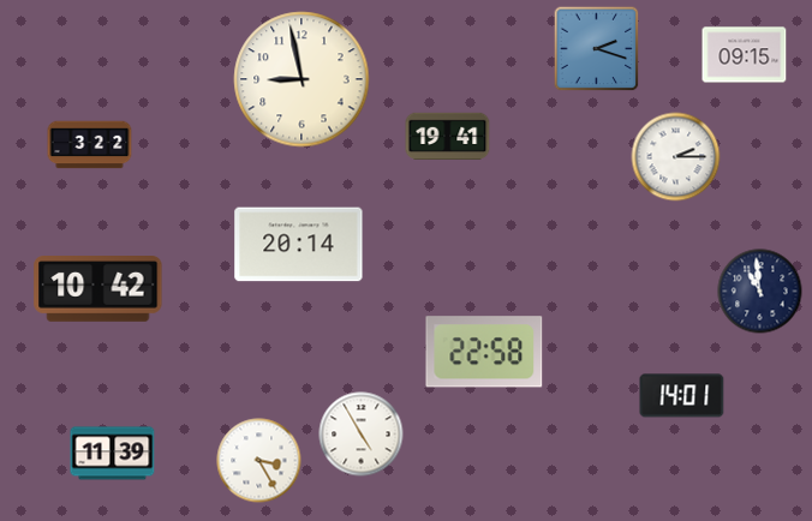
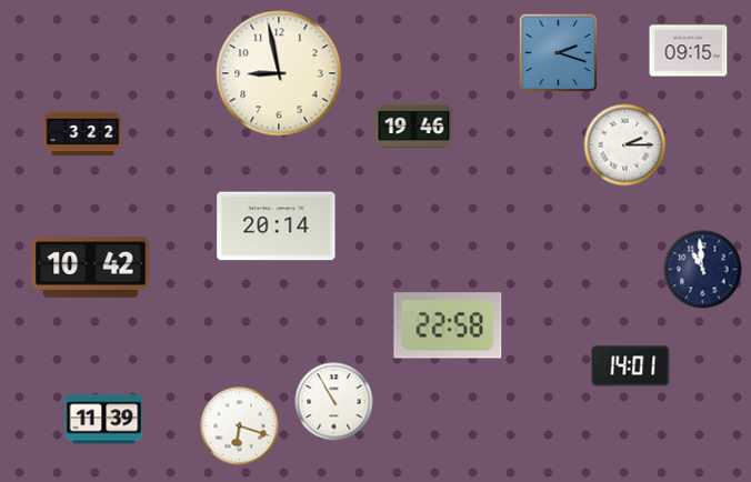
clock at (597, 49) position: (597, 49) -> (559, 53)
clock at (448, 136): 19:41 -> 19:46
clock at (362, 435): 4:55 -> 10:55
clock at (259, 461): 3:25 -> 6:18
